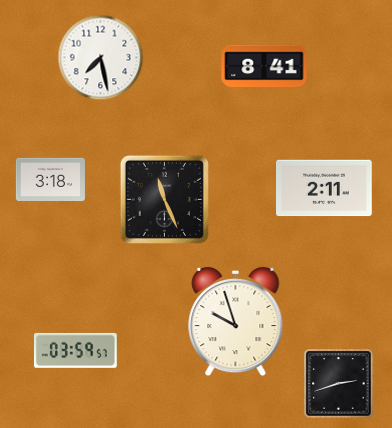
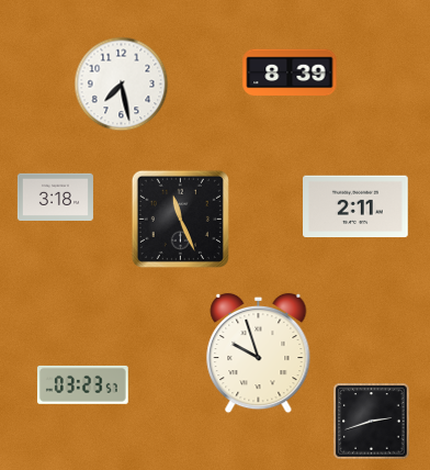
clock at (101, 58) position: (101, 58) -> (122, 85)
clock at (264, 66): 8:41 -> 8:39
clock at (75, 350): 03:59 -> 03:23
